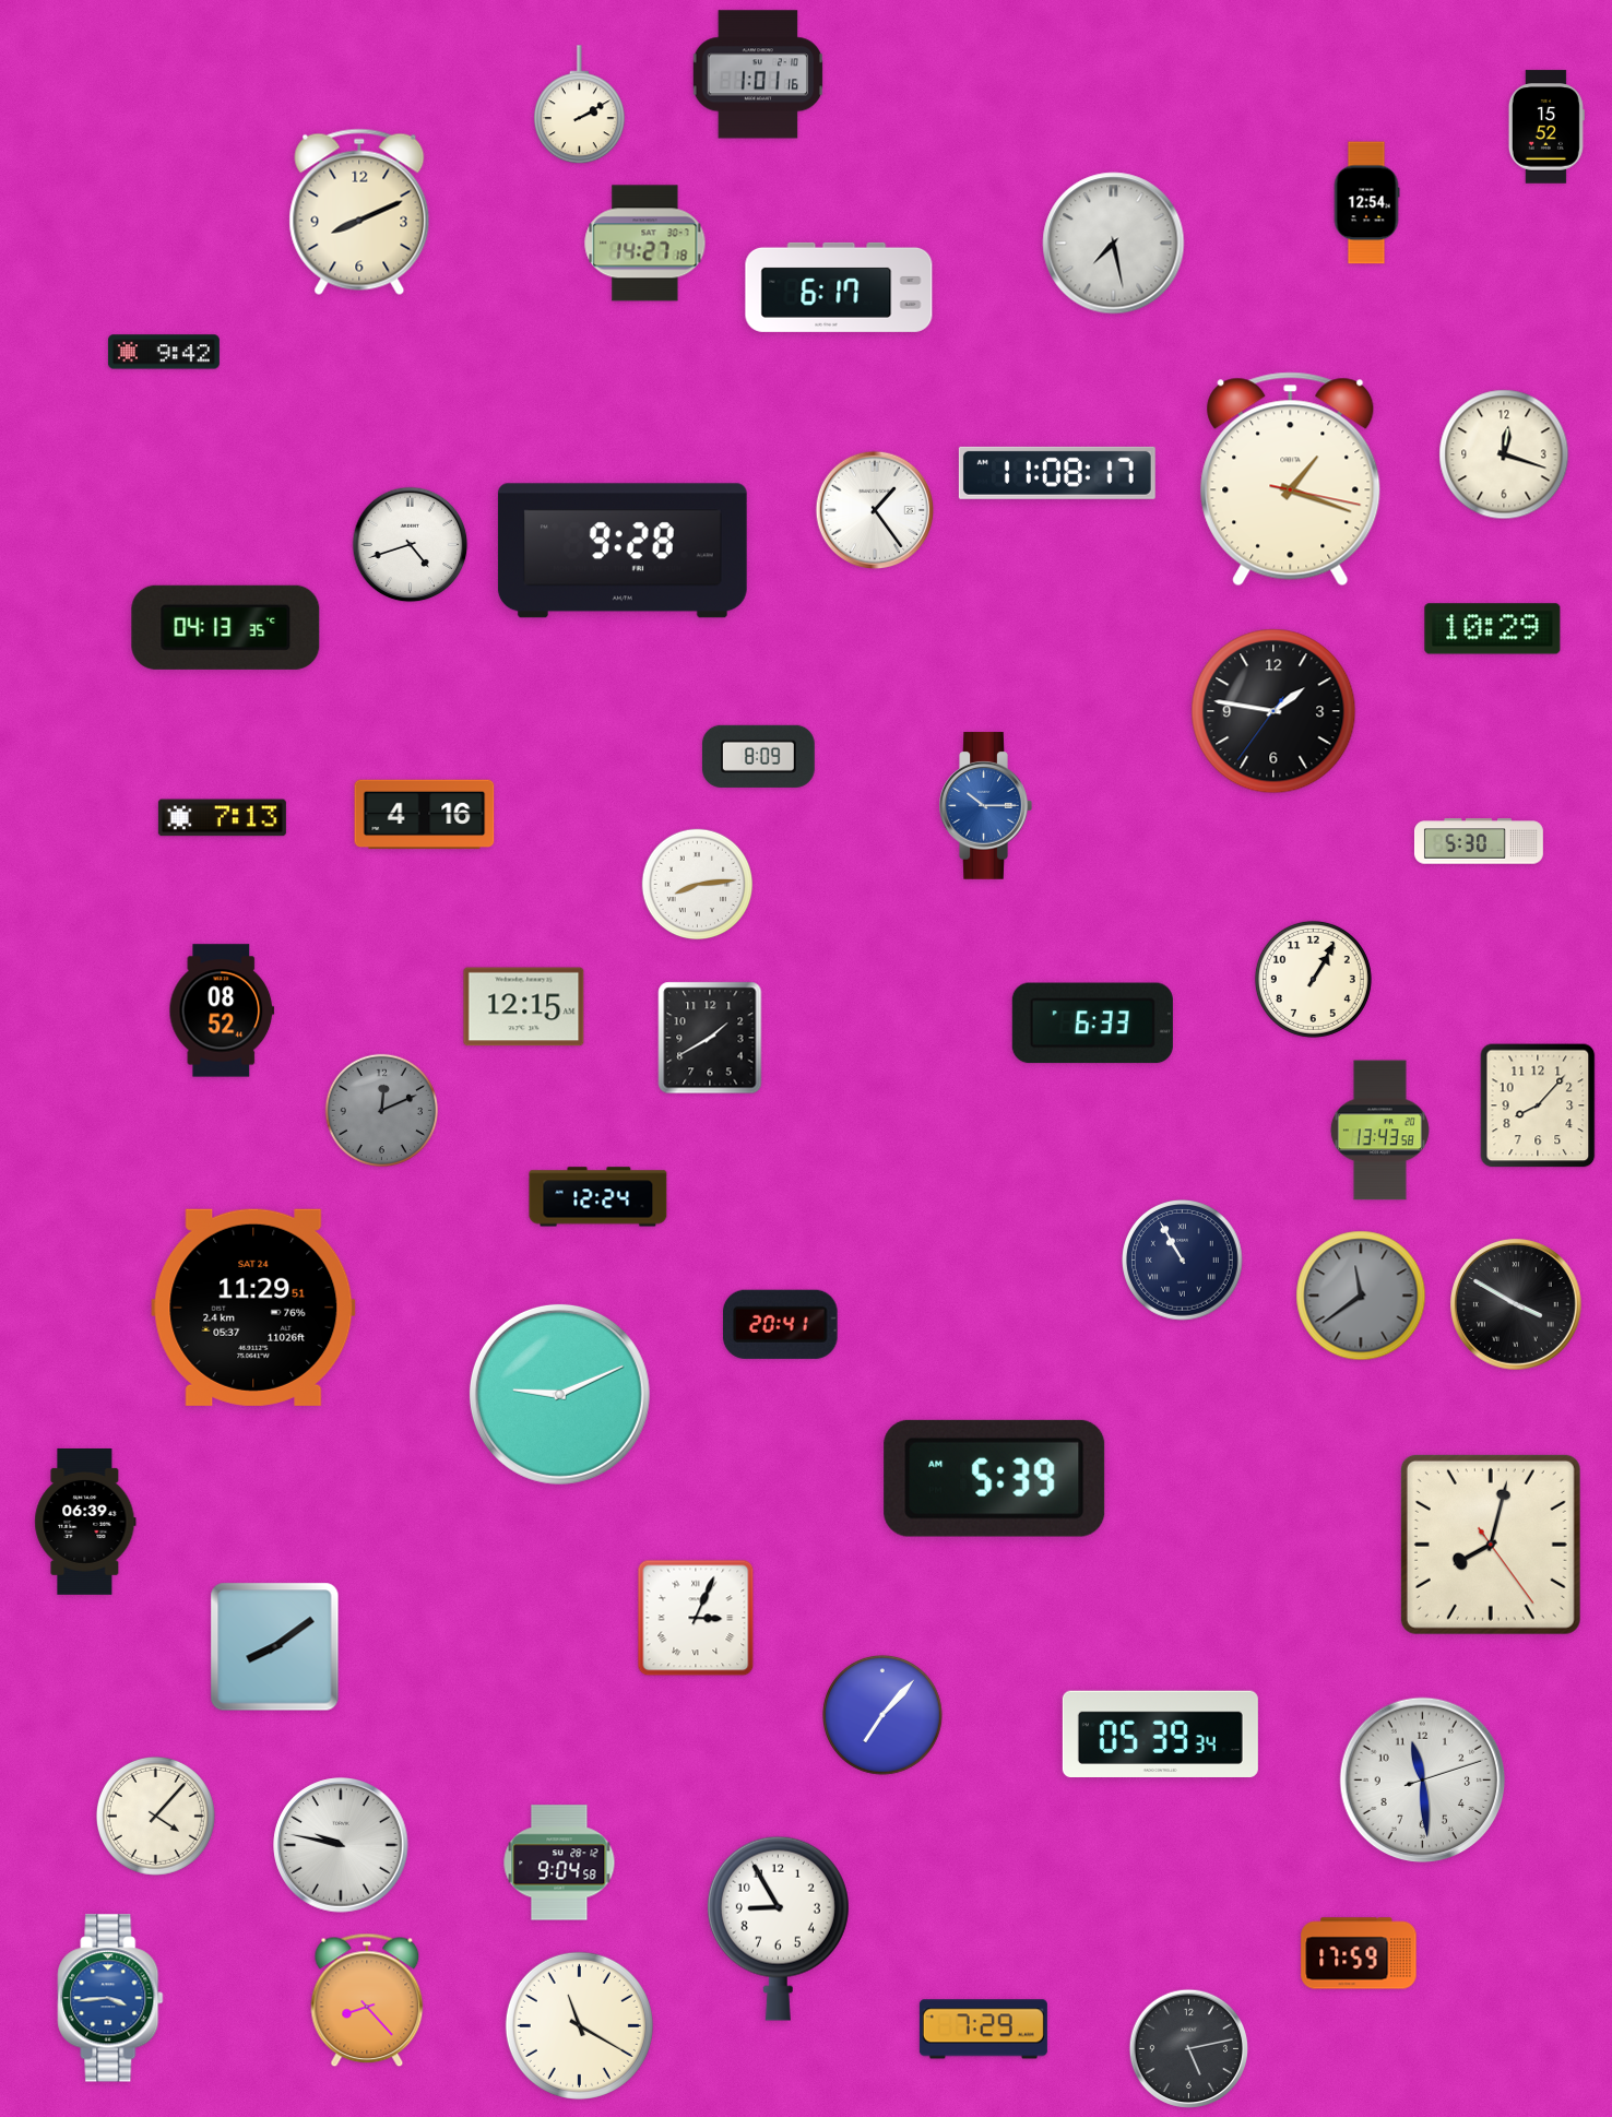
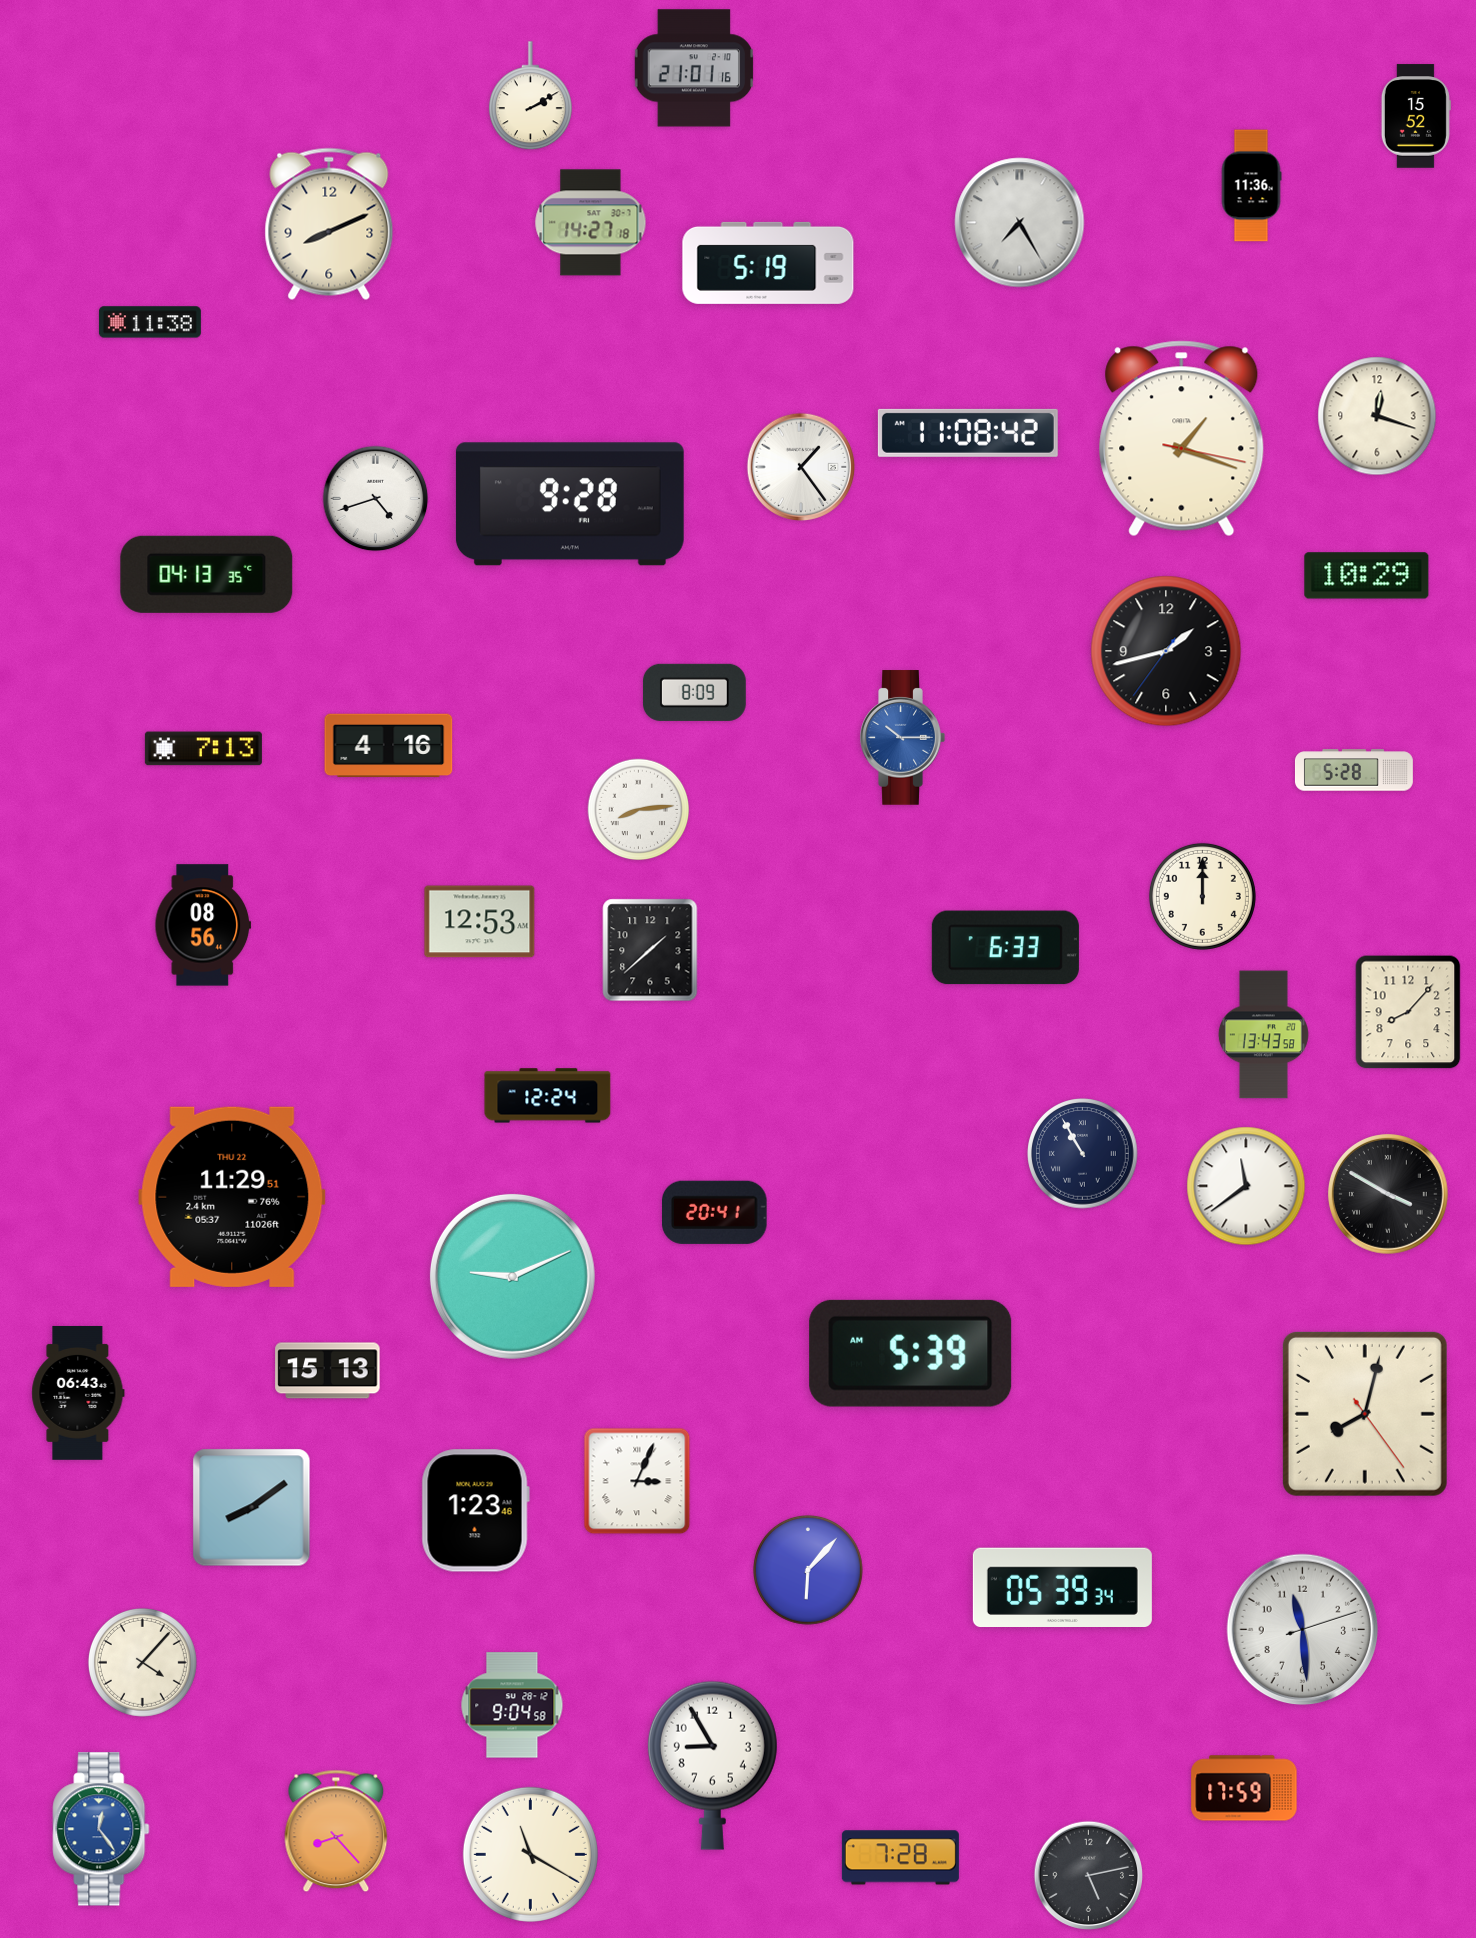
clock at (758, 74): 1:01 -> 21:01
clock at (1366, 203): 12:54 -> 11:36
clock at (359, 212) position: (359, 212) -> (329, 224)
clock at (1114, 244): 7:28 -> 7:25
clock at (839, 287): 6:17 -> 5:19
clock at (164, 352): 9:42 -> 11:38
clock at (1057, 473): 11:08:17 -> 11:08:42
clock at (1273, 711): 1:46 -> 1:42
clock at (1479, 841): 5:30 -> 5:28
clock at (1313, 979): 1:05 -> 12:00
clock at (524, 1007): 12:15 -> 12:53
clock at (222, 1010): 08:52 -> 08:56
clock at (1092, 1024) position: (1092, 1024) -> (1005, 948)
clock at (710, 1038): 1:40 -> 1:38
clock at (381, 1110): 12:11 -> none
clock at (1361, 1296) dial: grey -> white
clock at (253, 1308) date: SAT 24 -> THU 22
clock at (328, 1371): none -> 15:13
clock at (85, 1522): 06:39 -> 06:43
clock at (475, 1511): none -> 1:23
clock at (884, 1716): 7:07 -> 6:07
clock at (341, 1845): 9:47 -> none
clock at (110, 1998): 3:44 -> 12:24
clock at (983, 2030): 7:29 -> 7:28
